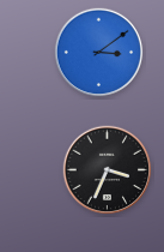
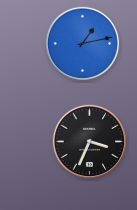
clock at (99, 53): 3:09 -> 1:13
